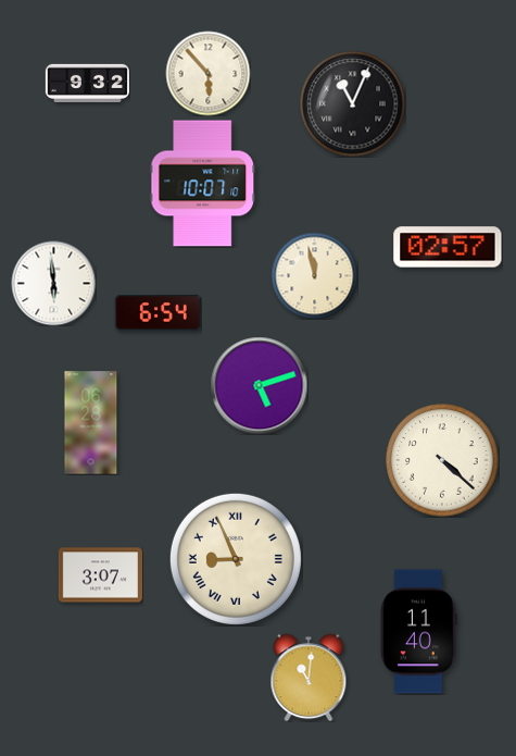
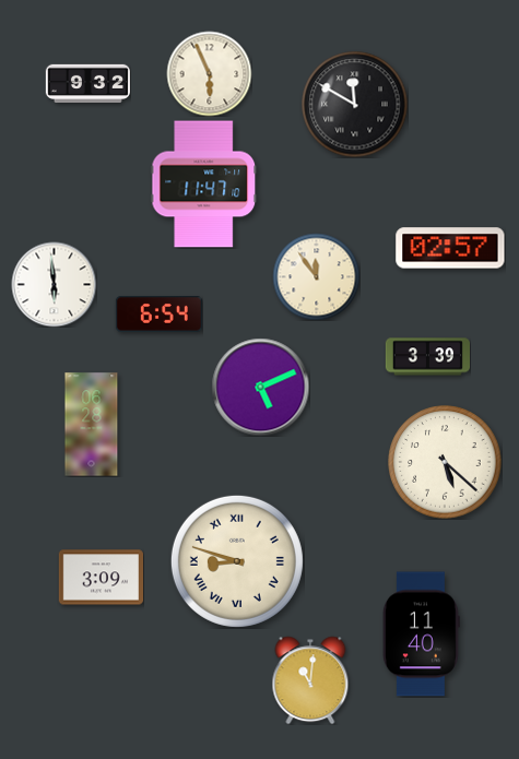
clock at (207, 73): 5:53 -> 5:56
clock at (352, 103): 11:04 -> 11:50
clock at (203, 184): 10:07 -> 11:47
clock at (314, 275): 11:58 -> 11:54
clock at (427, 357): none -> 3:39
clock at (259, 385): 5:12 -> 5:11
clock at (442, 460): 4:22 -> 5:22
clock at (236, 559): 8:56 -> 8:48
clock at (100, 575): 3:07 -> 3:09
